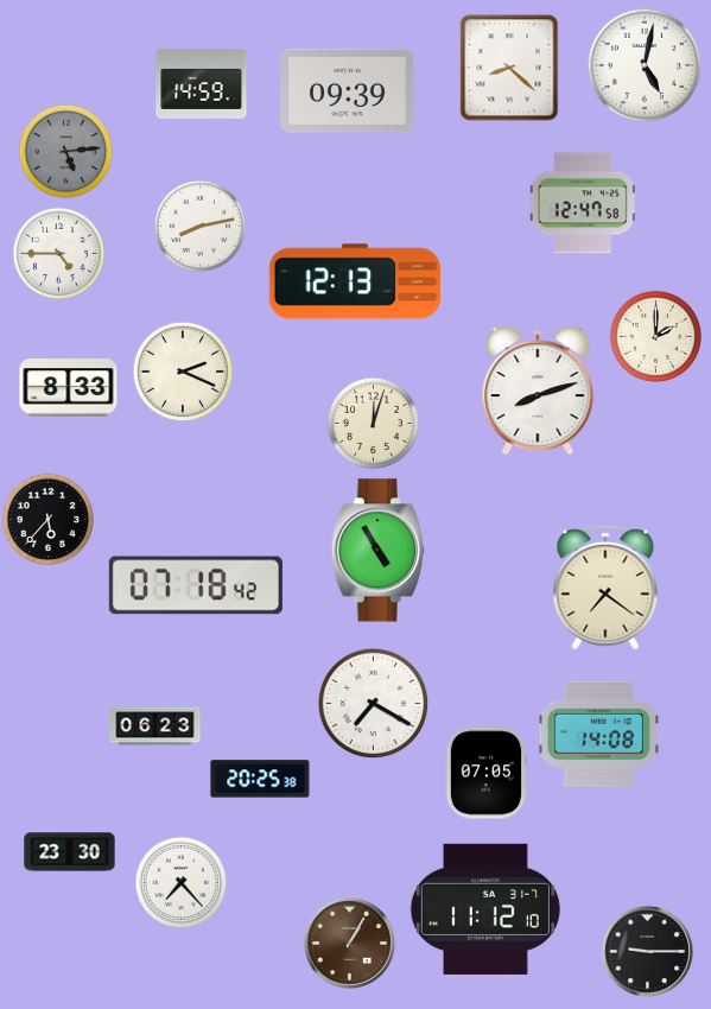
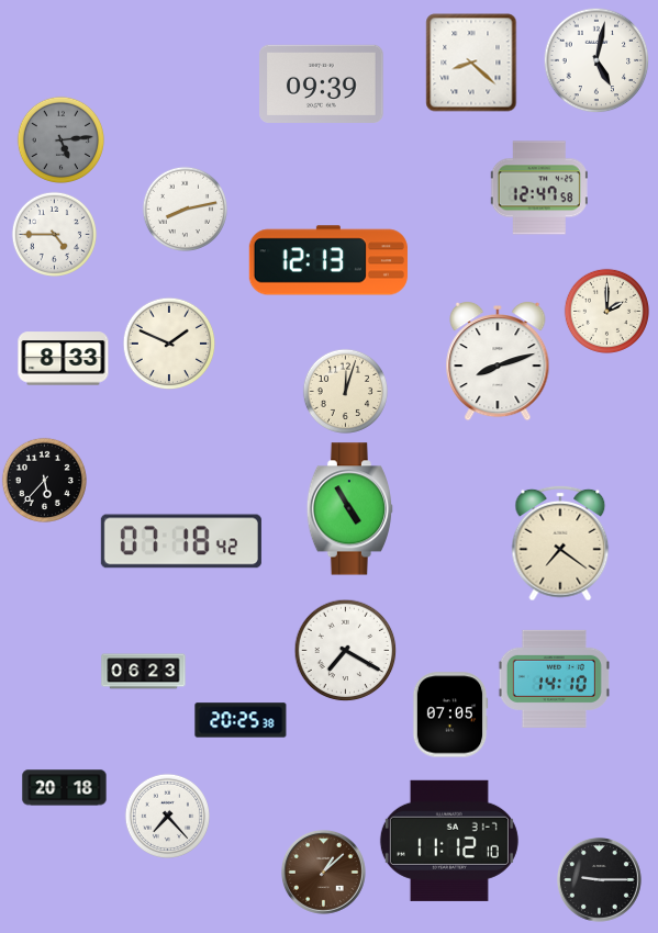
clock at (202, 84): 14:59 -> none
clock at (183, 372): 2:19 -> 1:49
clock at (598, 734): 14:08 -> 14:10
clock at (70, 852): 23:30 -> 20:18
clock at (350, 944): 1:05 -> 1:08
